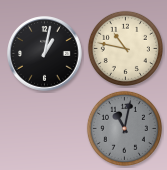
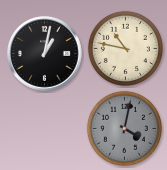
clock at (124, 128): 11:02 -> 4:02
